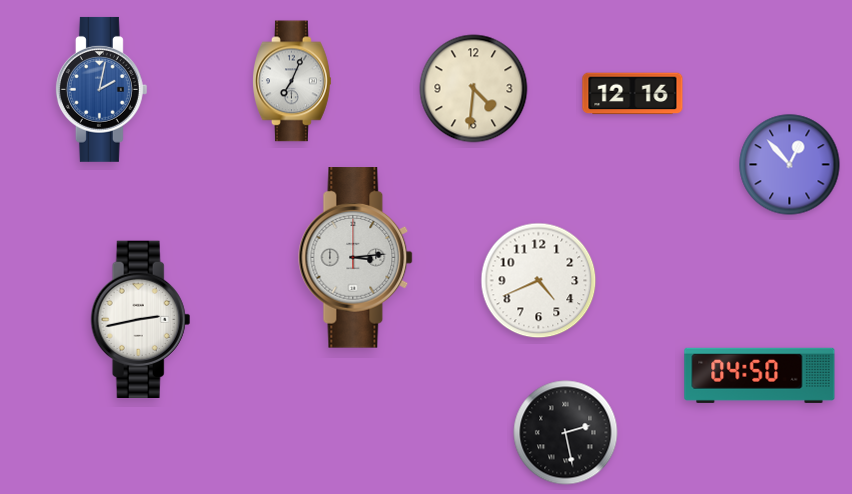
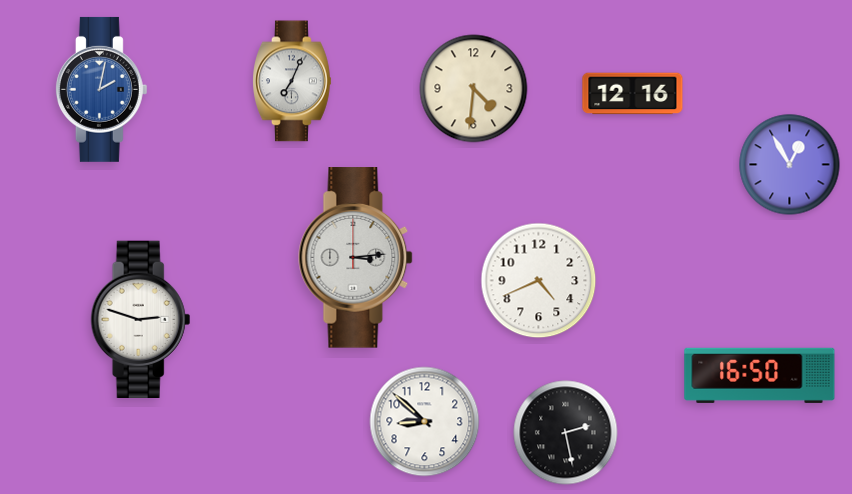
clock at (790, 165): 12:53 -> 12:55
clock at (141, 319): 2:43 -> 2:48
clock at (760, 375): 04:50 -> 16:50
clock at (425, 422): none -> 8:52
